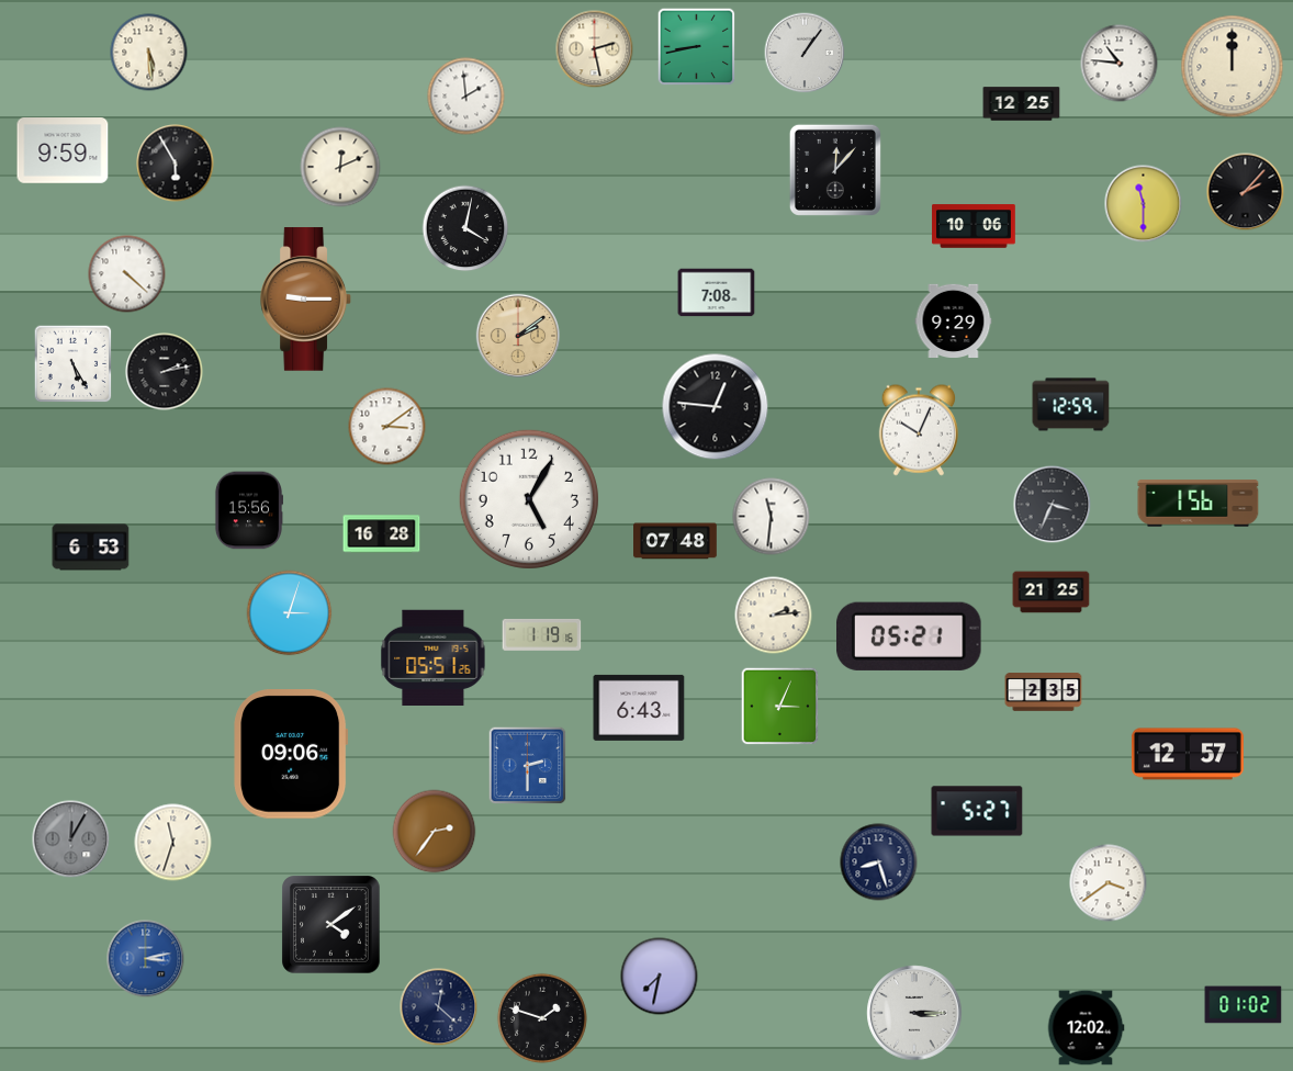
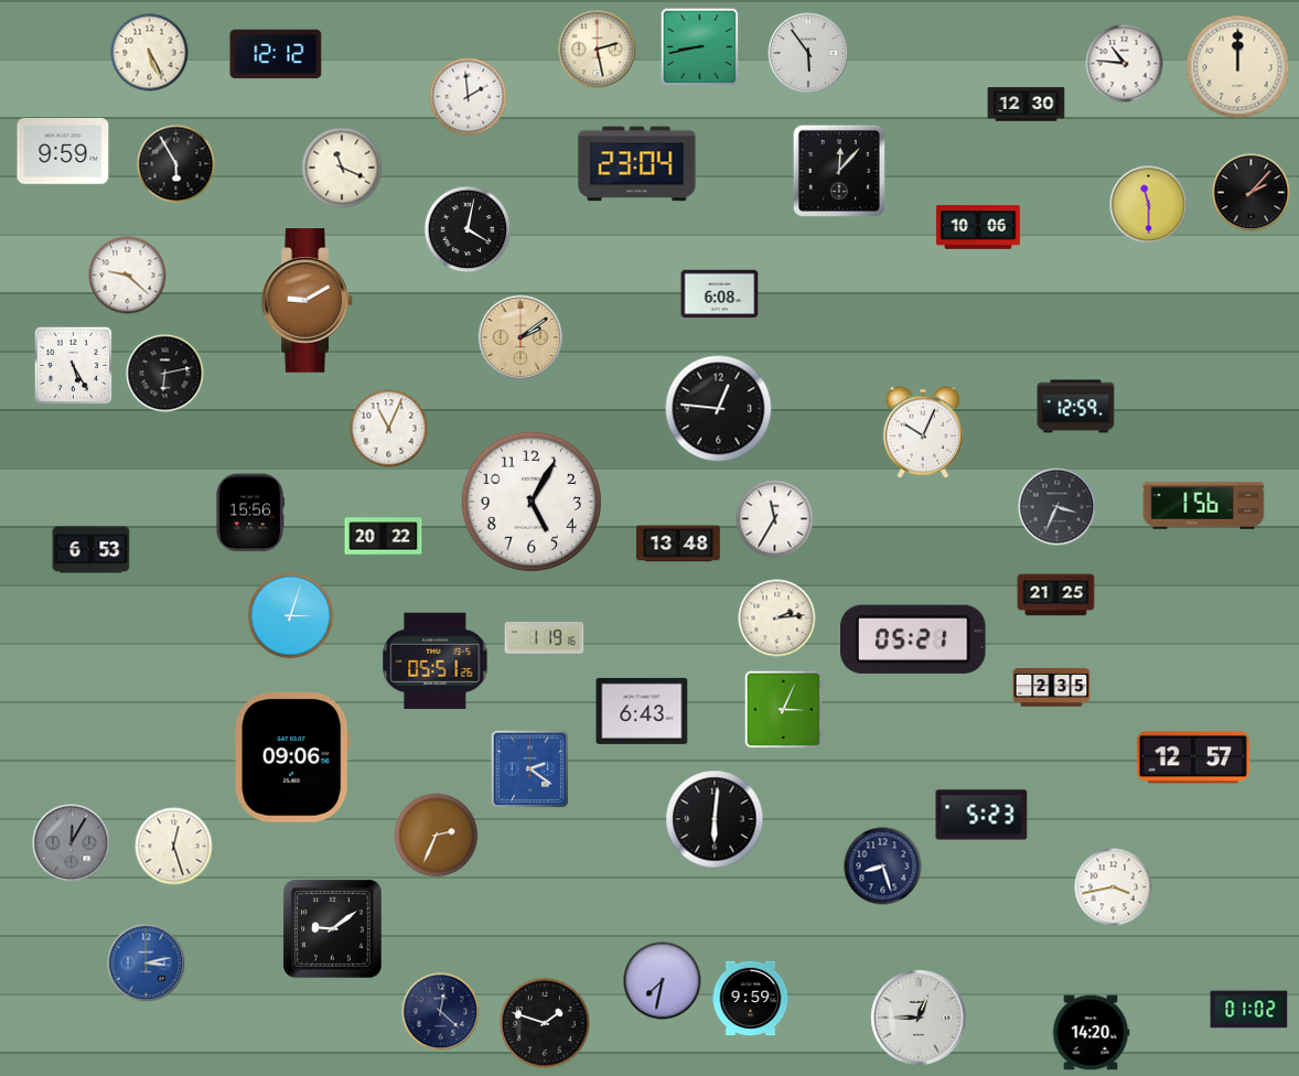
clock at (149, 53): 5:29 -> 5:26
clock at (805, 53): 1:06 -> 5:54
clock at (276, 54): none -> 12:12
clock at (1022, 104): 12:25 -> 12:30
clock at (637, 164): none -> 23:04
clock at (340, 167): 12:11 -> 11:19
clock at (127, 274): 4:22 -> 9:22
clock at (717, 293): 7:08 -> 6:08
clock at (306, 300): 9:15 -> 9:10
clock at (954, 322): 9:29 -> none
clock at (165, 372): 2:13 -> 6:13
clock at (387, 427): 3:09 -> 11:04
clock at (772, 517): 11:31 -> 11:35
clock at (382, 534): 16:28 -> 20:22
clock at (676, 541): 07:48 -> 13:48
clock at (1044, 692) position: (1044, 692) -> (1052, 688)
clock at (528, 766): 2:30 -> 2:21
clock at (977, 811): 5:27 -> 5:23
clock at (715, 819): none -> 6:01
clock at (435, 832): 2:36 -> 2:34
clock at (173, 843): 11:33 -> 12:27
clock at (1109, 883): 3:39 -> 3:43
clock at (331, 925): 4:09 -> 9:09
clock at (751, 999): none -> 9:59
clock at (914, 1013): 3:15 -> 12:45
clock at (1086, 1028): 12:02 -> 14:20
